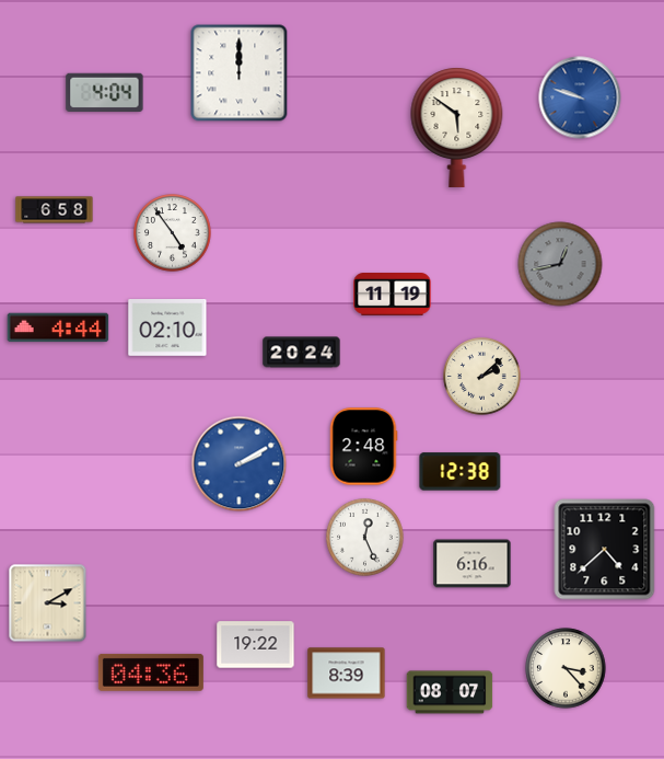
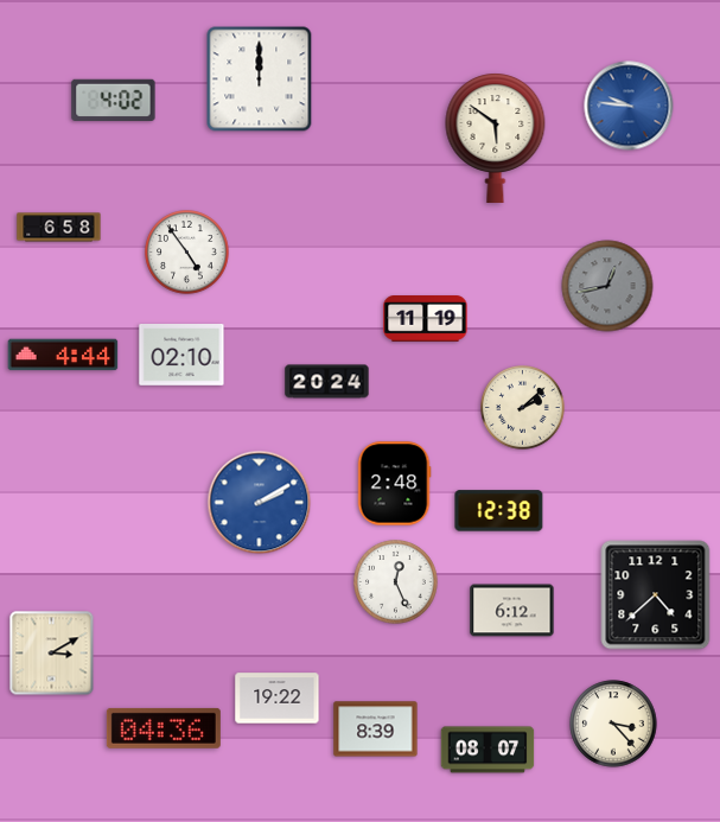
clock at (105, 92): 4:04 -> 4:02
clock at (580, 97): 9:48 -> 9:46
clock at (473, 564): 6:16 -> 6:12
